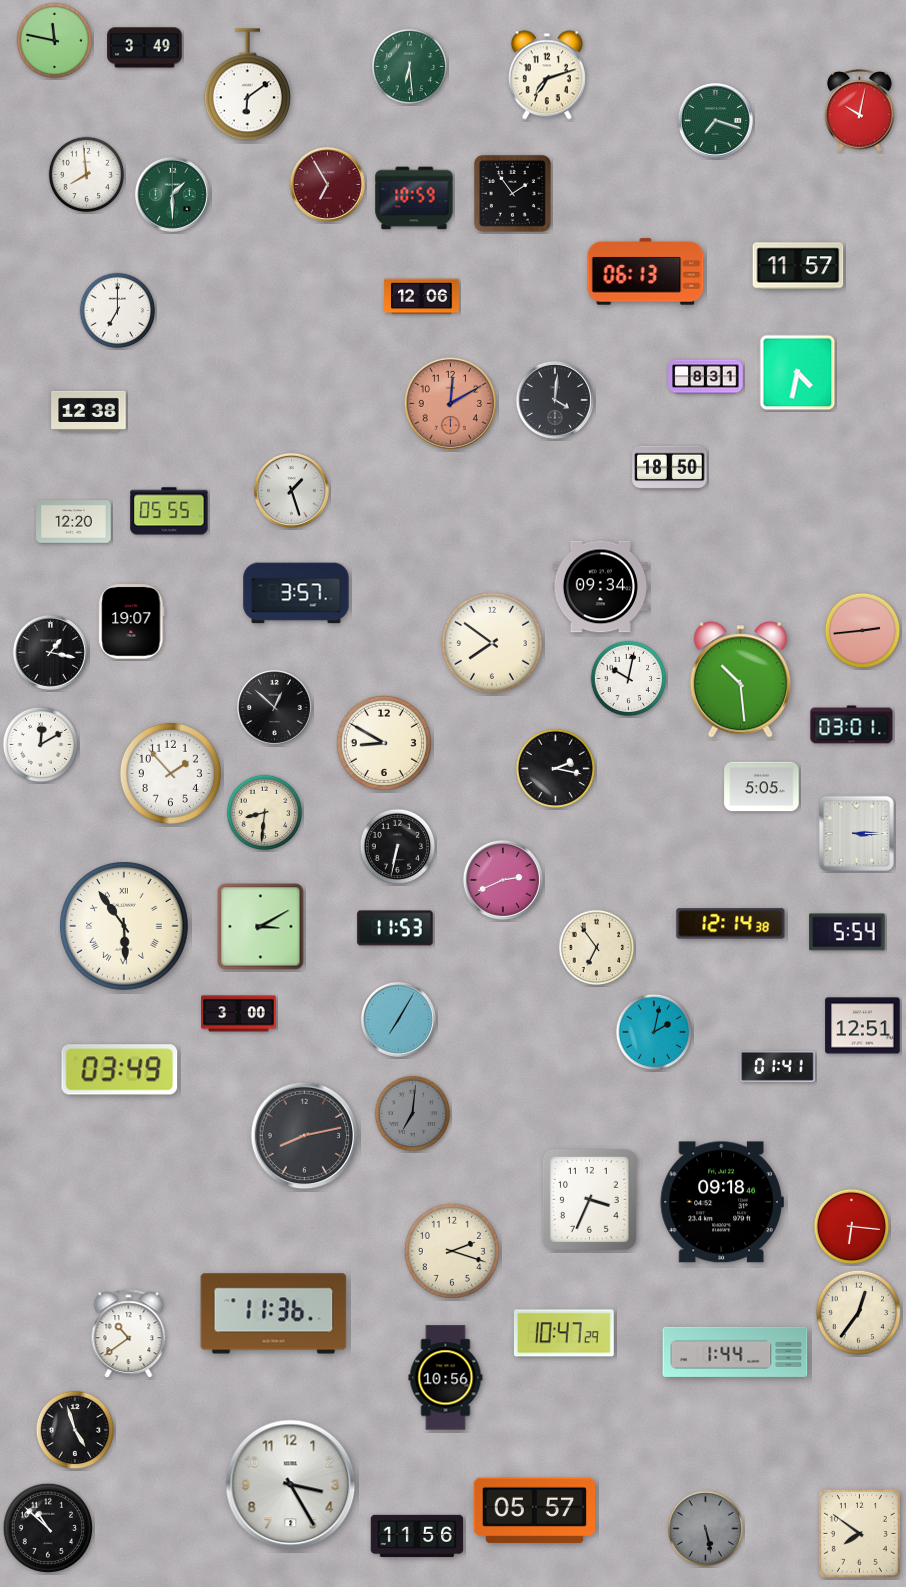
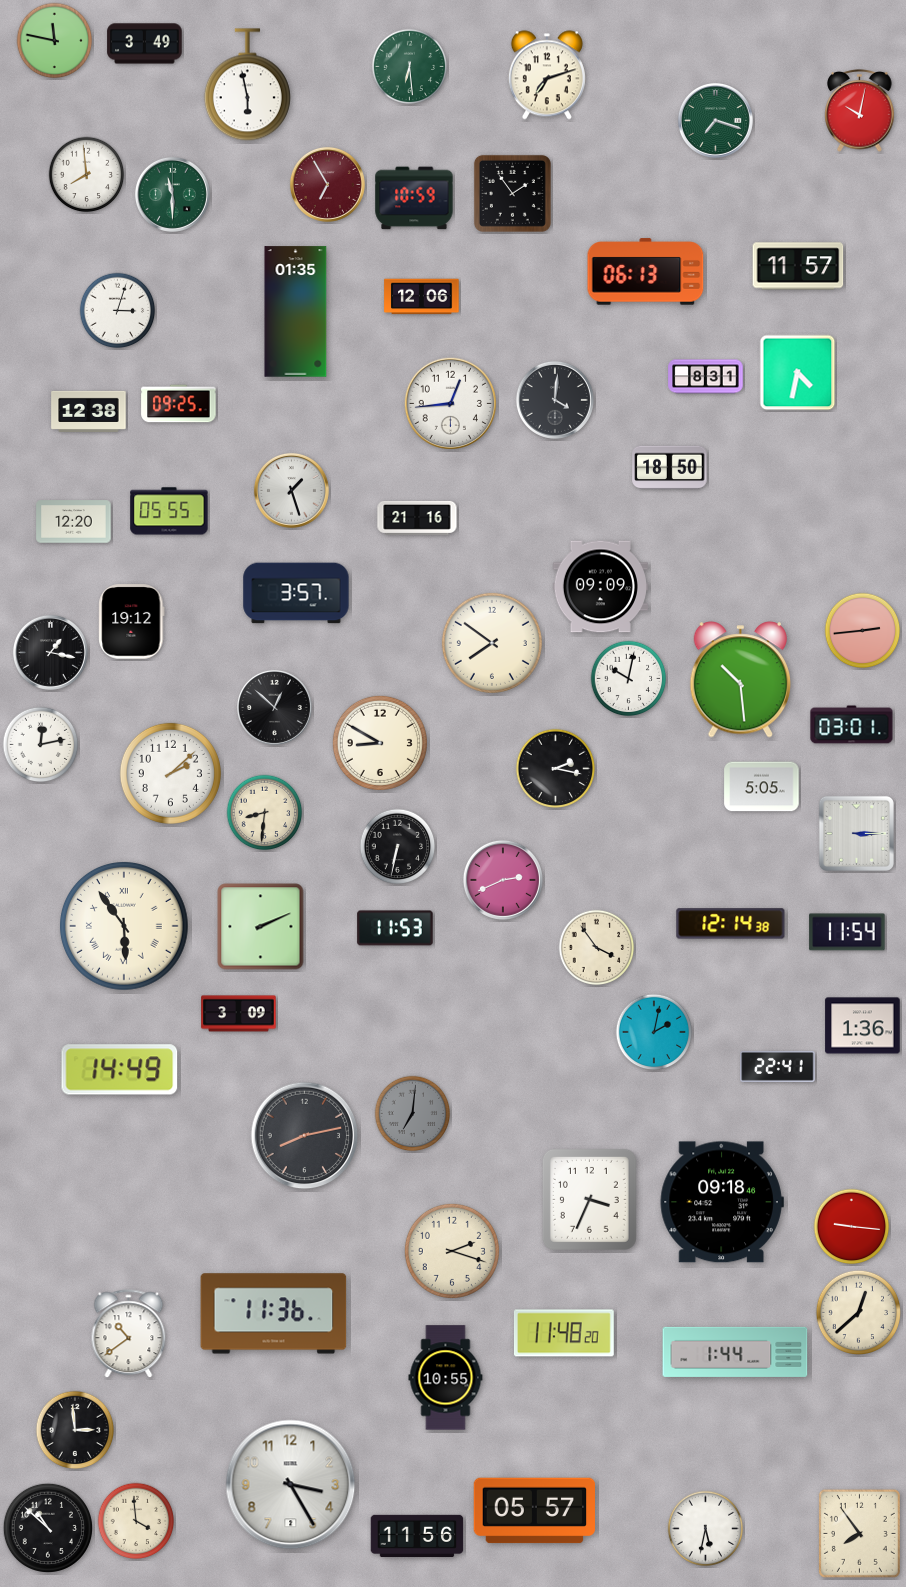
clock at (145, 48) position: (145, 48) -> (145, 44)
clock at (247, 85): 6:09 -> 5:58
clock at (172, 194): 1:30 -> 11:30
clock at (118, 311): 7:00 -> 3:03
clock at (296, 312): none -> 01:35
clock at (450, 403): 12:10 -> 12:44
clock at (450, 403) dial: salmon -> white
clock at (179, 404): none -> 09:25
clock at (417, 518): none -> 21:16
clock at (600, 587): 09:34 -> 09:09
clock at (132, 622): 19:07 -> 19:12
clock at (384, 743) position: (384, 743) -> (380, 743)
clock at (41, 745): 12:10 -> 12:13
clock at (170, 773): 1:53 -> 2:08
clock at (261, 927): 3:10 -> 2:11
clock at (847, 932): 5:54 -> 11:54
clock at (597, 948): 6:54 -> 3:54
clock at (239, 1014): 3:00 -> 3:09
clock at (398, 1019): 7:05 -> none
clock at (863, 1026): 12:51 -> 1:36
clock at (778, 1066): 01:41 -> 22:41
clock at (120, 1070): 03:49 -> 14:49
clock at (852, 1227): 6:16 -> 9:16
clock at (858, 1312): 12:36 -> 12:38
clock at (564, 1333): 10:47 -> 11:48
clock at (446, 1378): 10:56 -> 10:55
clock at (75, 1430): 4:57 -> 2:59
clock at (136, 1521): none -> 3:59
clock at (706, 1529): 5:28 -> 5:32
clock at (706, 1529) dial: grey -> white
clock at (859, 1533): 7:51 -> 7:54
